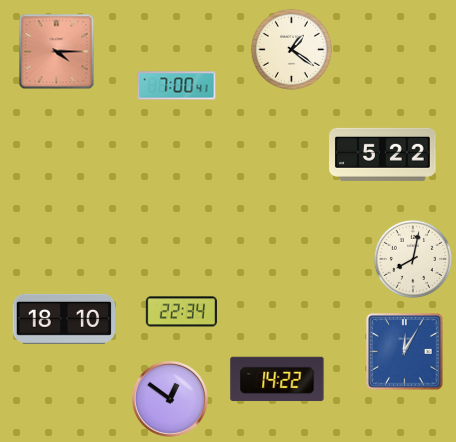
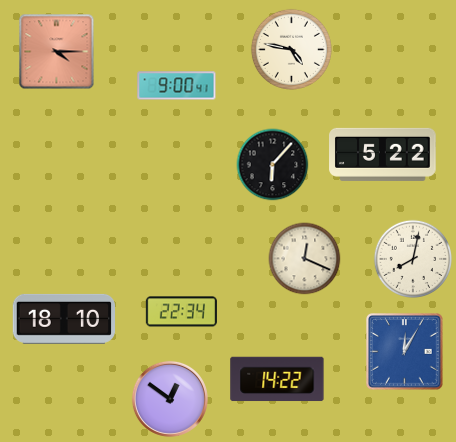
clock at (291, 49): 1:21 -> 4:47
clock at (177, 86): 7:00 -> 9:00
clock at (273, 165): none -> 6:07
clock at (305, 259): none -> 12:19
